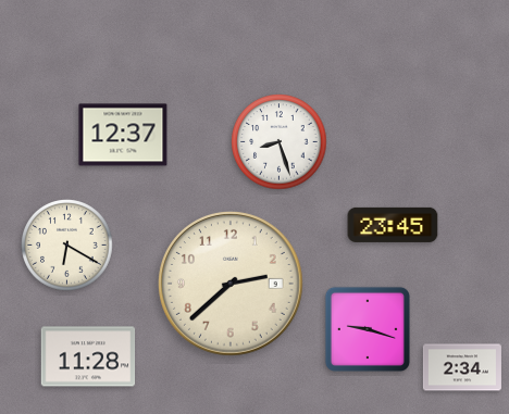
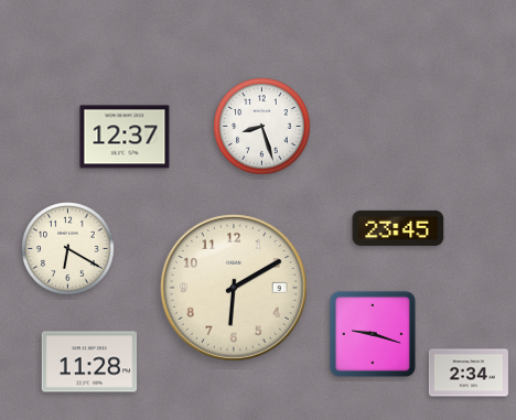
clock at (280, 142) position: (280, 142) -> (262, 127)
clock at (231, 284): 2:38 -> 6:10
